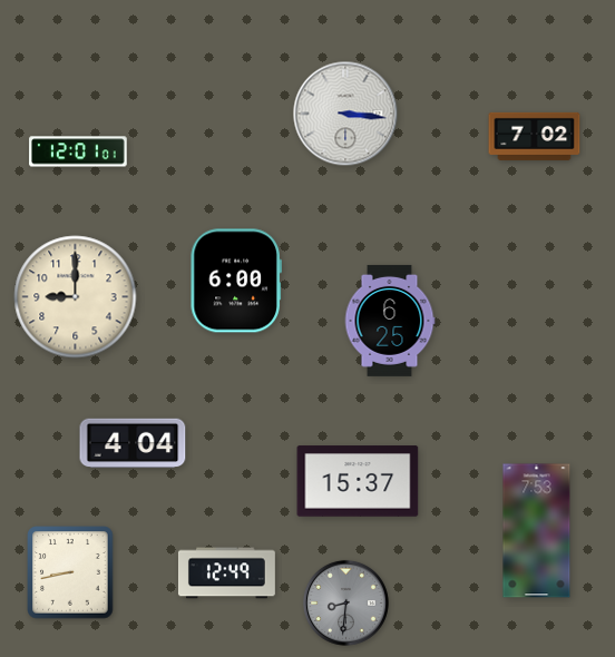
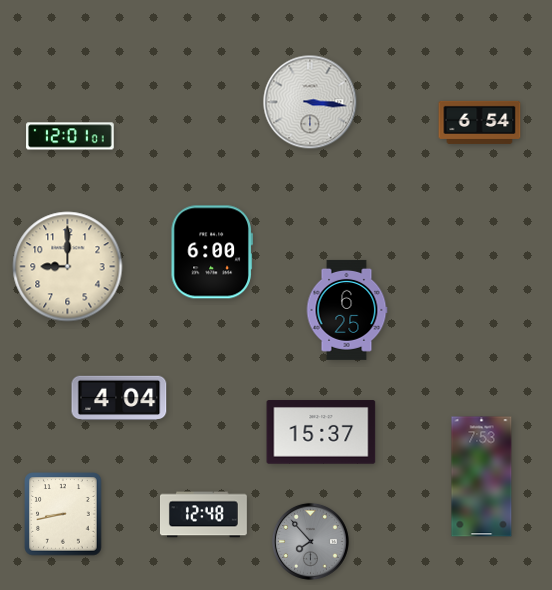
clock at (535, 136): 7:02 -> 6:54
clock at (390, 321) position: (390, 321) -> (347, 310)
clock at (226, 573): 12:49 -> 12:48
clock at (345, 602): 8:31 -> 7:53
